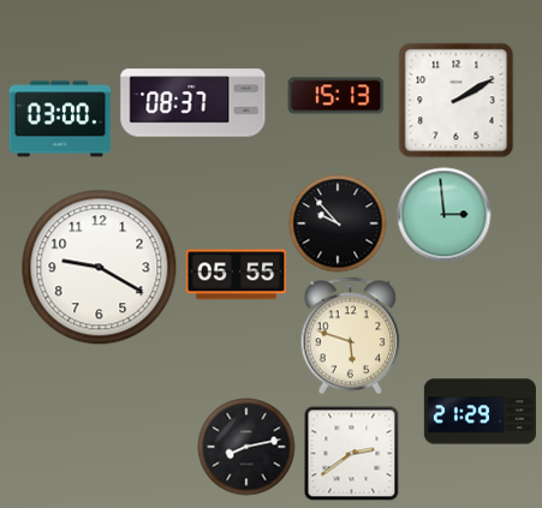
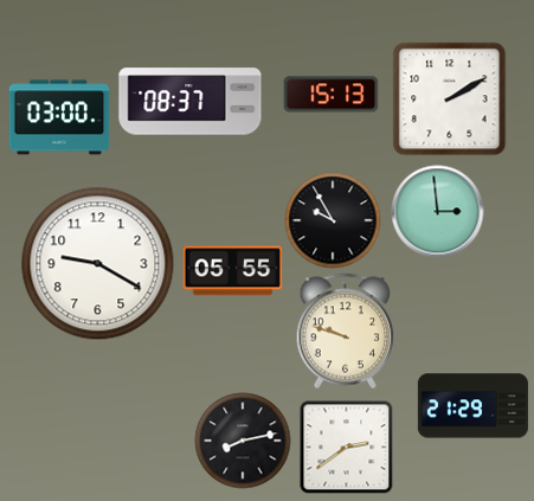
clock at (338, 223): 9:53 -> 9:55
clock at (351, 335): 5:48 -> 9:48
